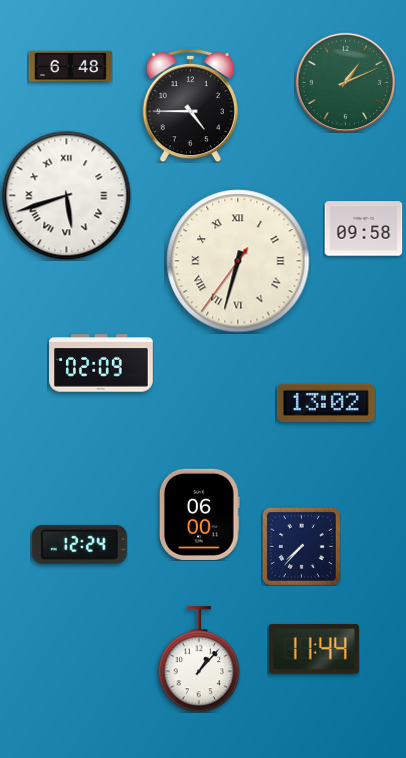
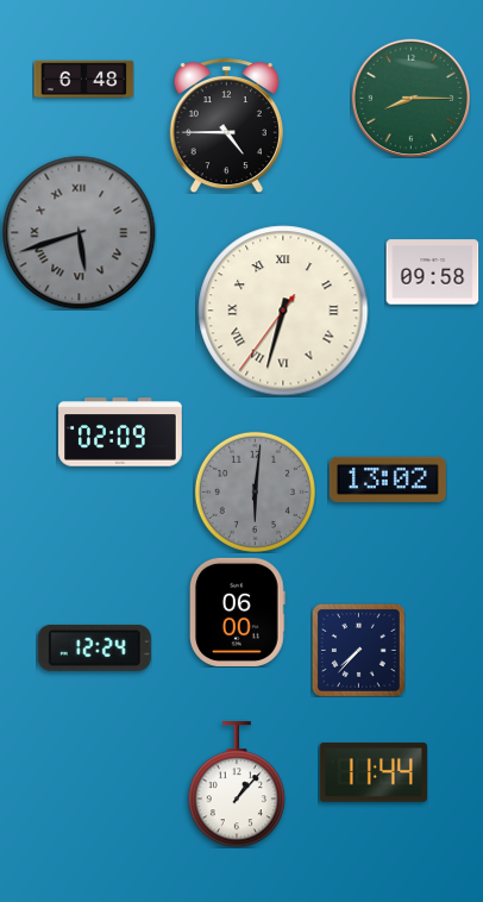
clock at (345, 82): 1:11 -> 8:15
clock at (66, 195) dial: white -> grey
clock at (255, 491): none -> 6:01
